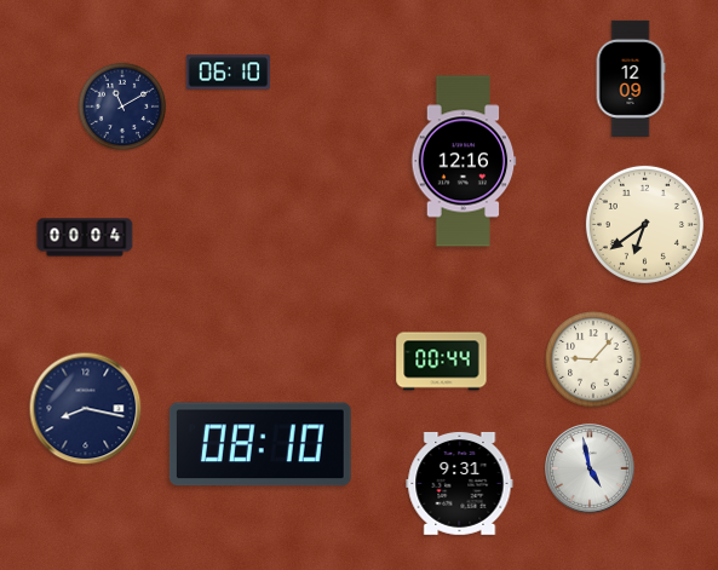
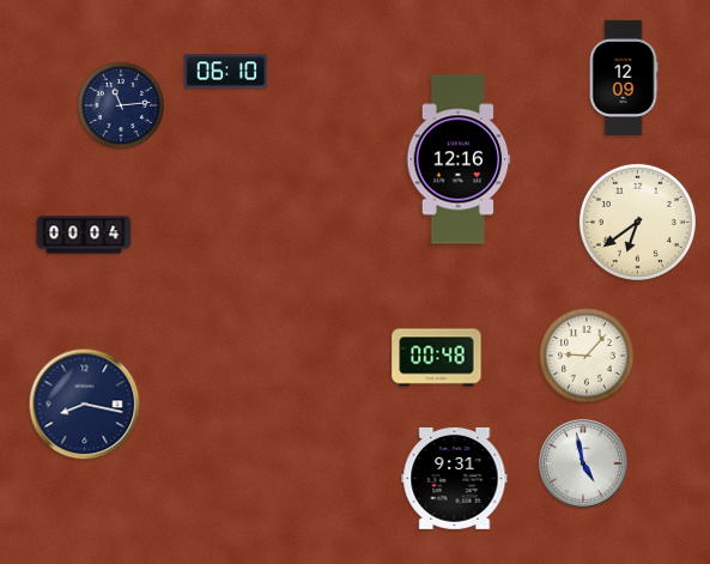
clock at (122, 106): 11:10 -> 11:14
clock at (442, 362): 00:44 -> 00:48
clock at (260, 444): 08:10 -> none
